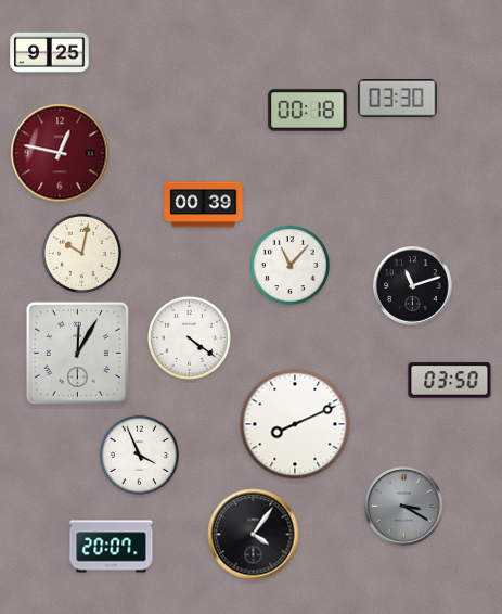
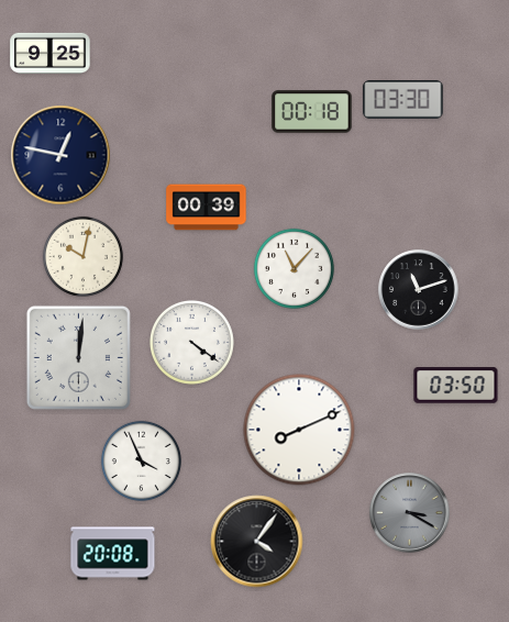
clock at (60, 153) dial: burgundy -> navy
clock at (77, 353): 12:05 -> 12:01
clock at (112, 547): 20:07 -> 20:08
